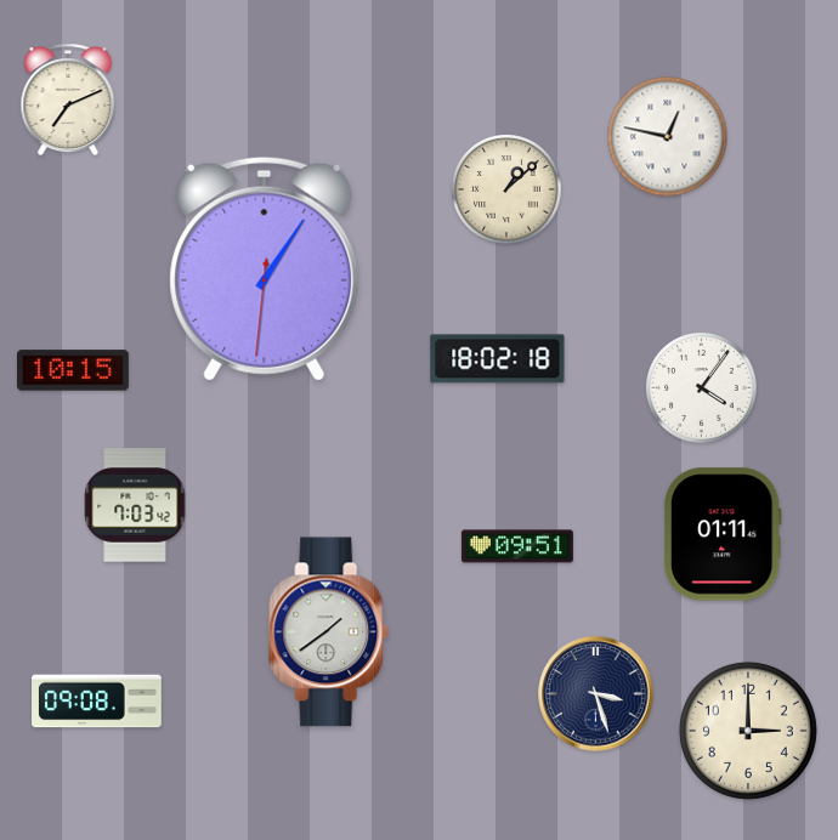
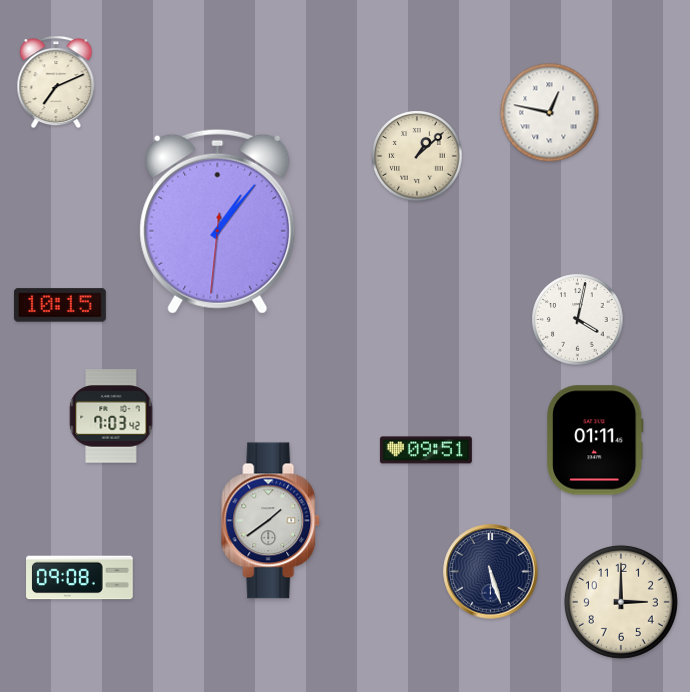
clock at (265, 268): 1:05 -> 1:06
clock at (498, 359): 18:02 -> none
clock at (702, 388): 4:06 -> 4:02
clock at (596, 694): 3:27 -> 5:27
clock at (748, 731) position: (748, 731) -> (621, 602)
